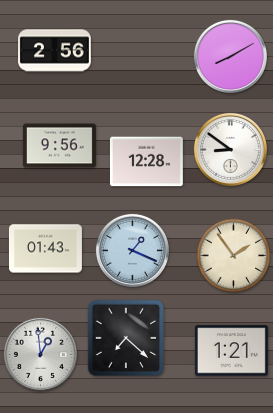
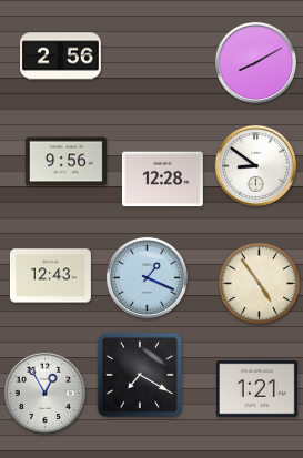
clock at (45, 249): 01:43 -> 12:43
clock at (234, 256): 1:54 -> 4:54
clock at (126, 338): 7:22 -> 7:20
clock at (40, 354): 12:59 -> 12:55
